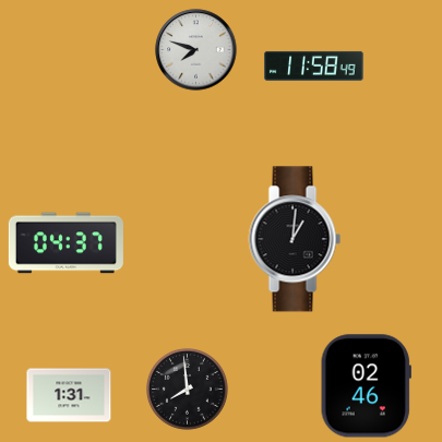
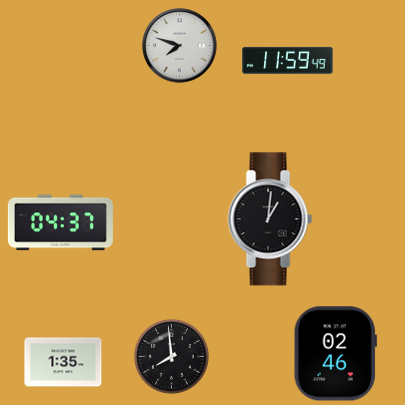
clock at (314, 65): 11:58 -> 11:59
clock at (69, 395): 1:31 -> 1:35
